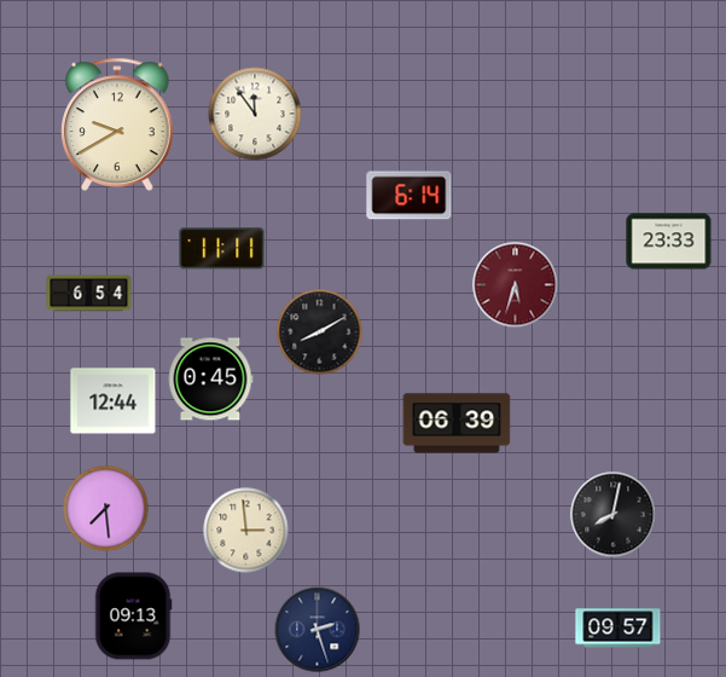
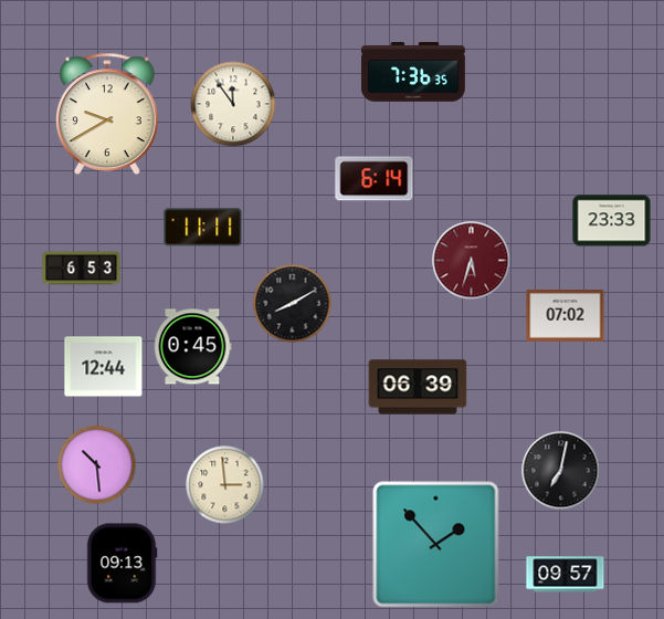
clock at (414, 72): none -> 7:36
clock at (89, 294): 6:54 -> 6:53
clock at (566, 316): none -> 07:02
clock at (106, 509): 7:29 -> 10:29
clock at (614, 515): 8:02 -> 7:02
clock at (436, 545): none -> 1:53
clock at (318, 630): 2:27 -> none
